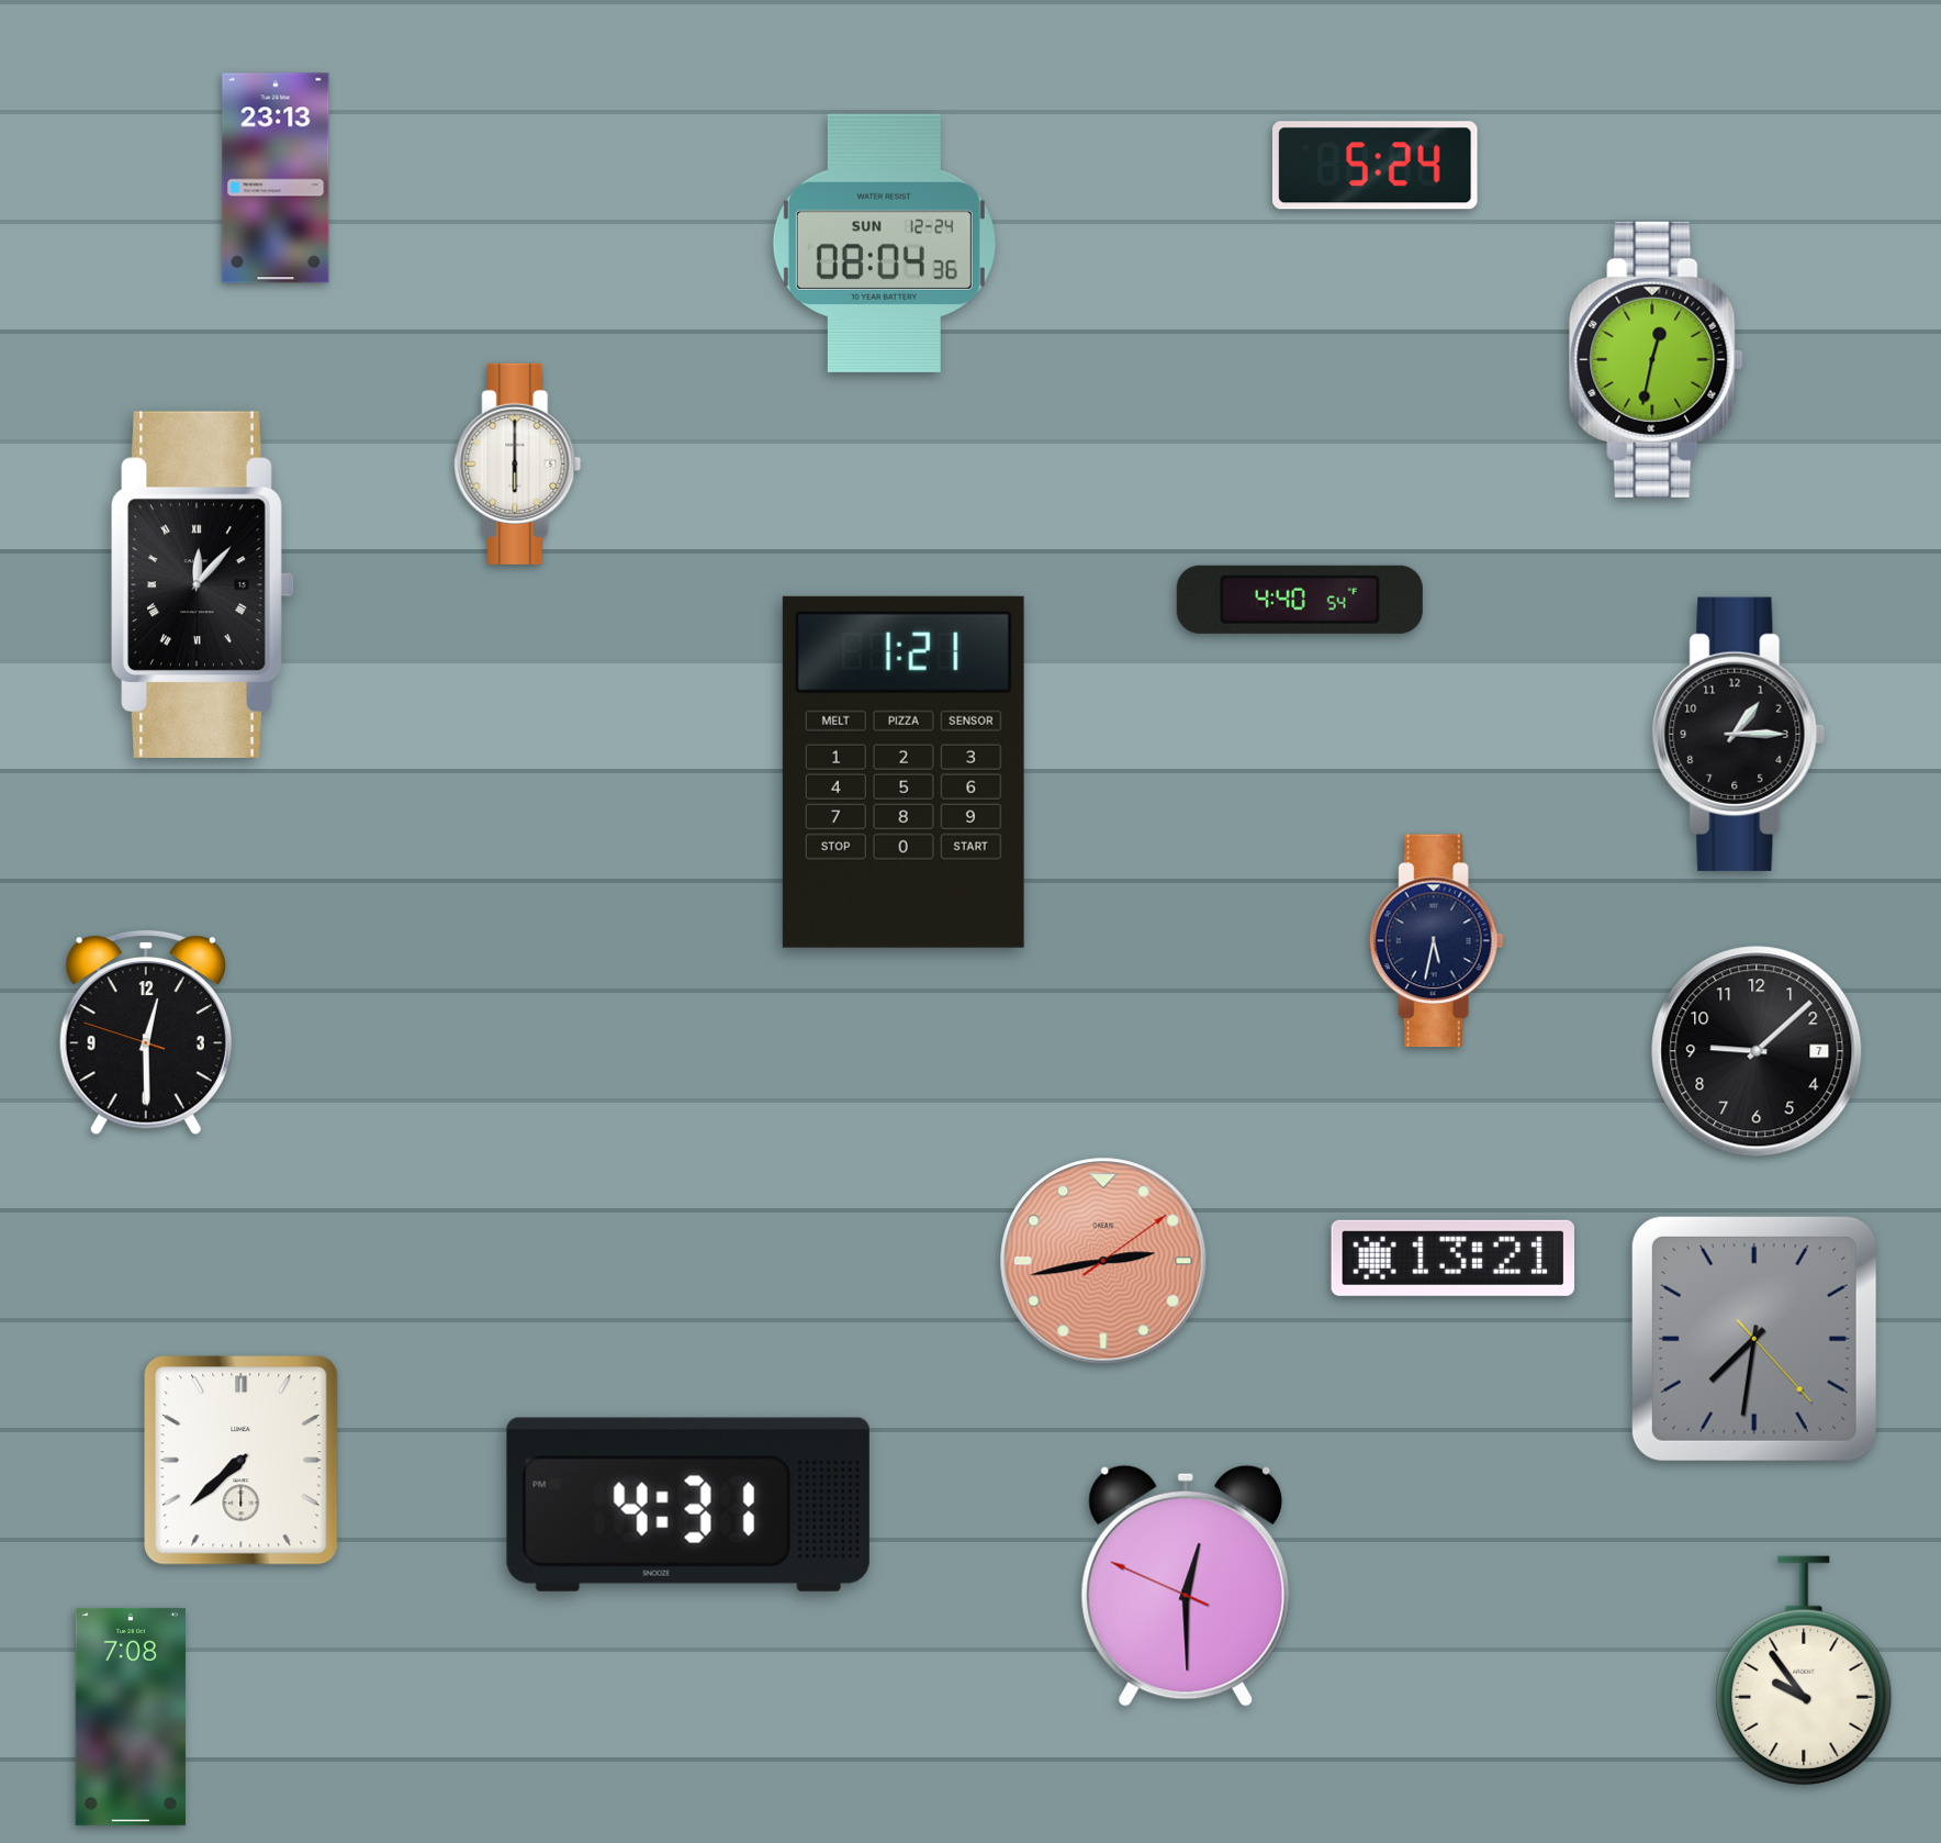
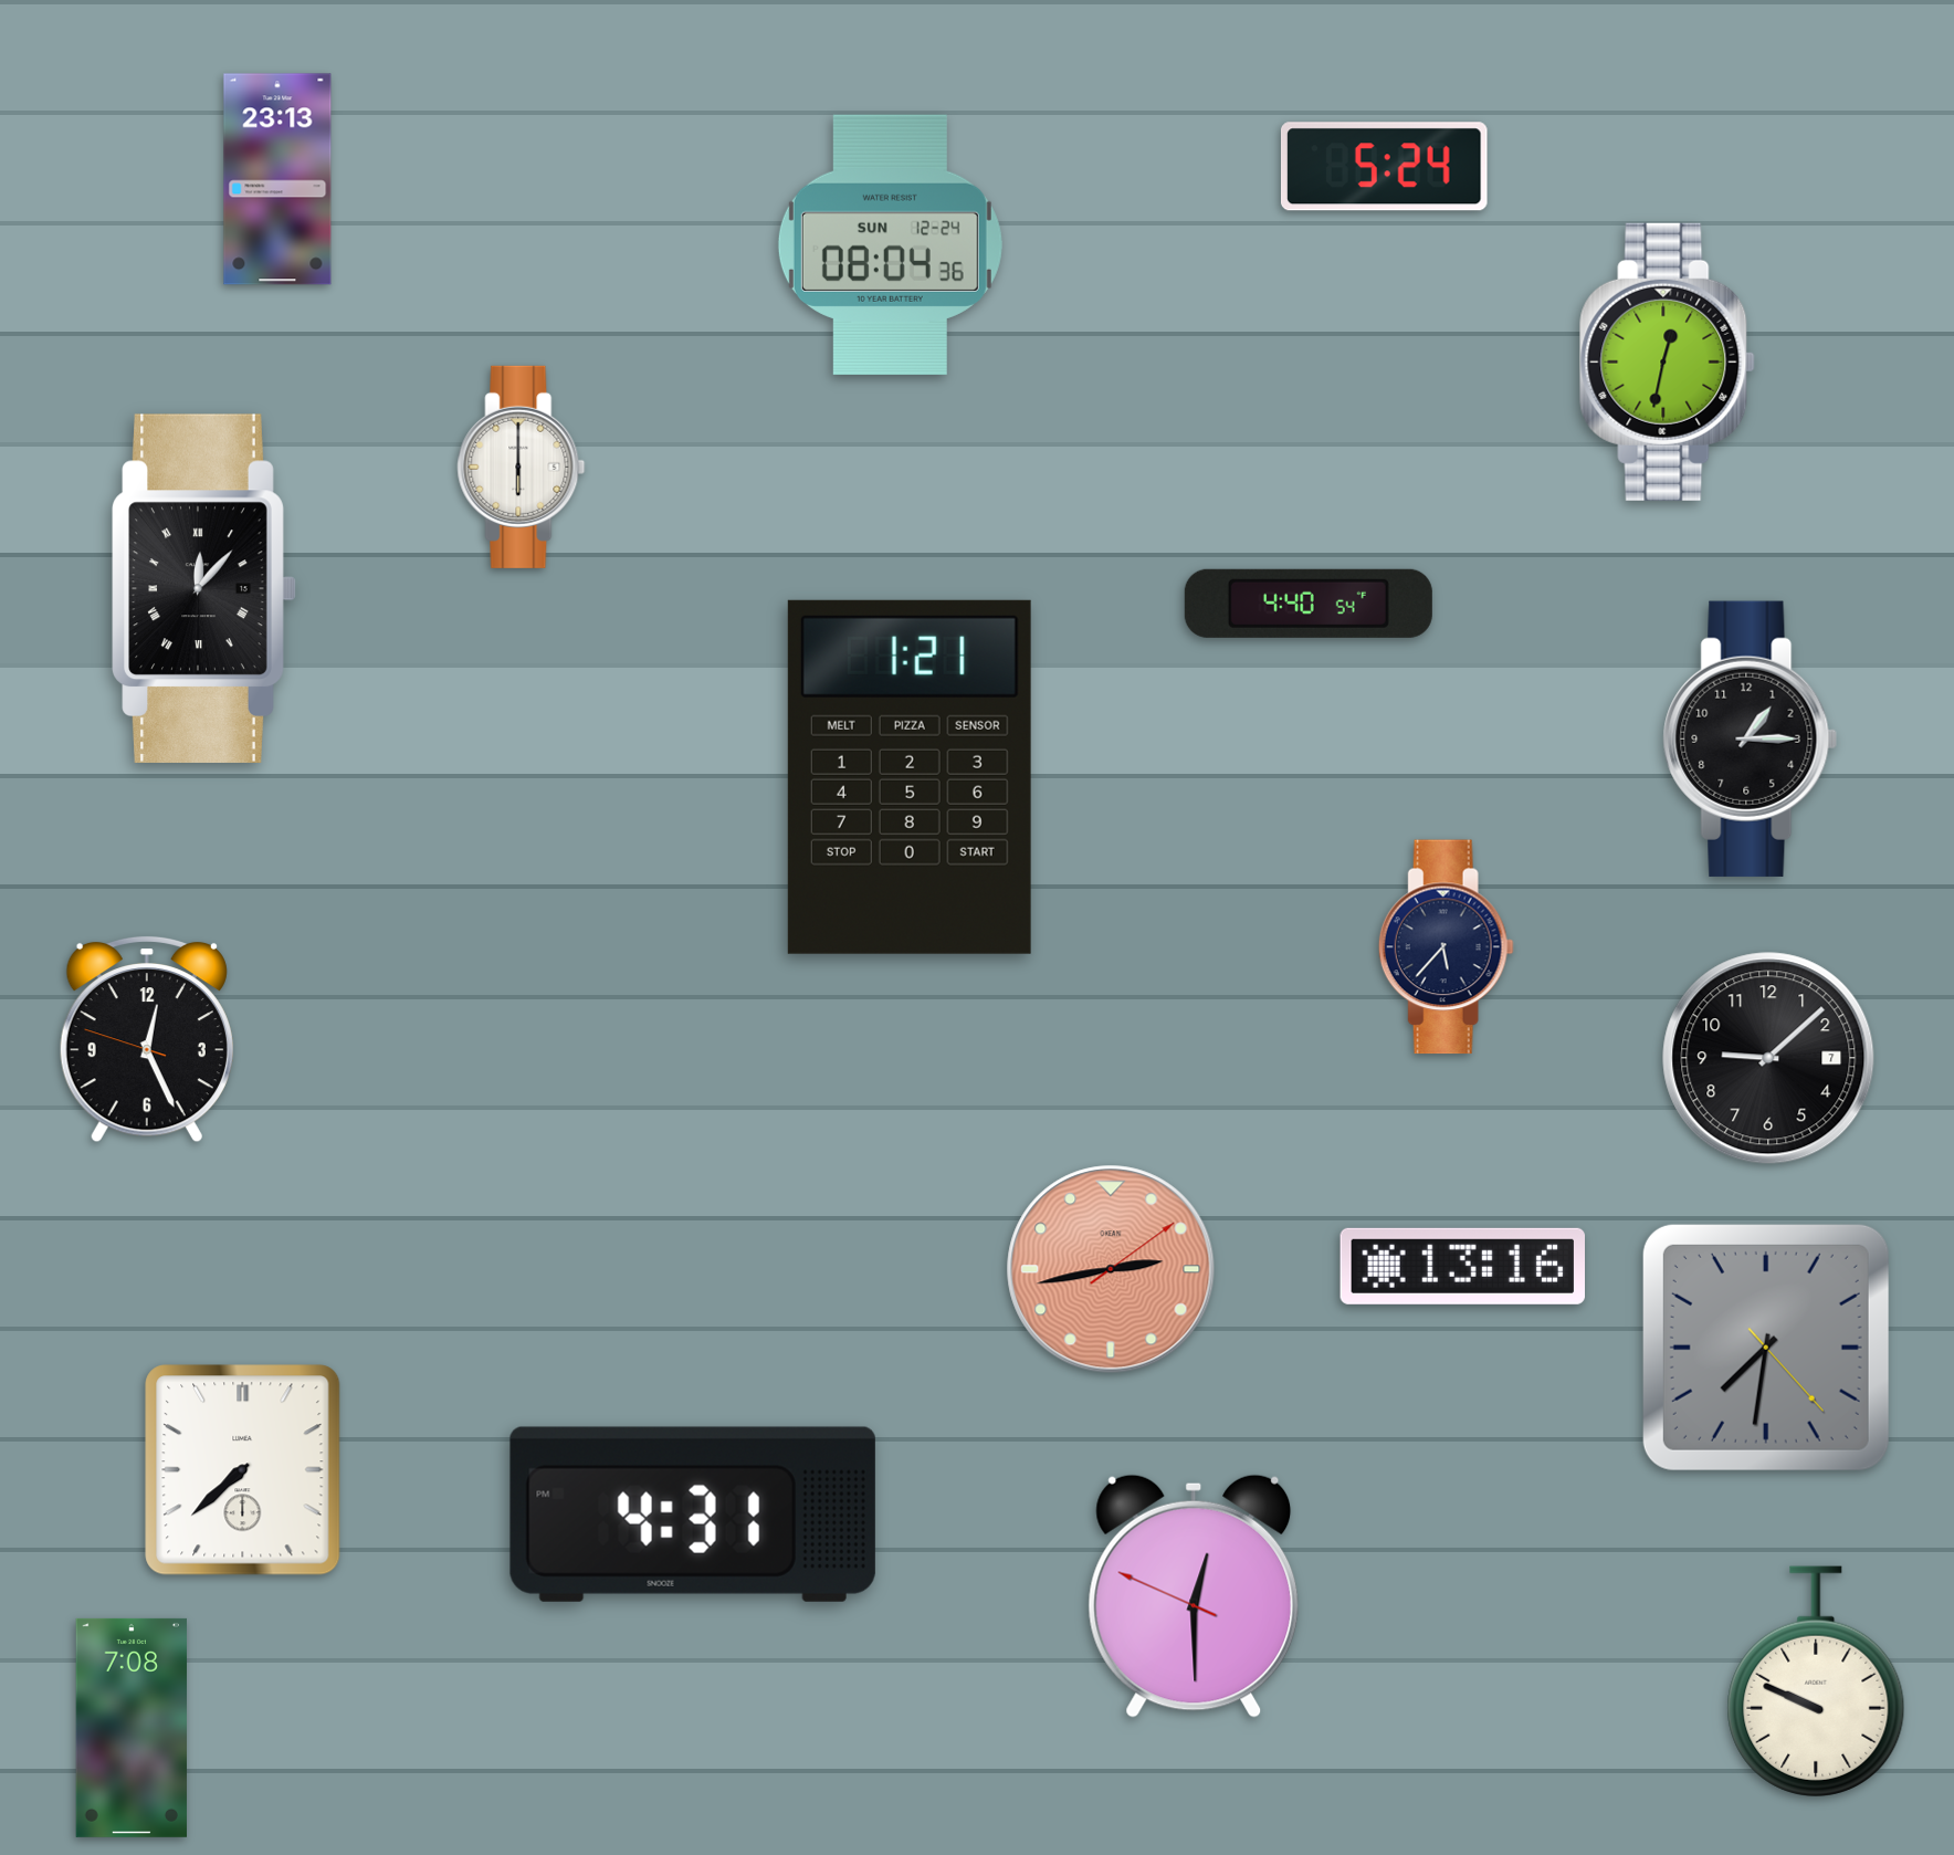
clock at (1436, 941): 5:32 -> 5:37
clock at (146, 1032): 12:29 -> 12:25
clock at (1452, 1258): 13:21 -> 13:16
clock at (1804, 1671): 9:54 -> 9:49
